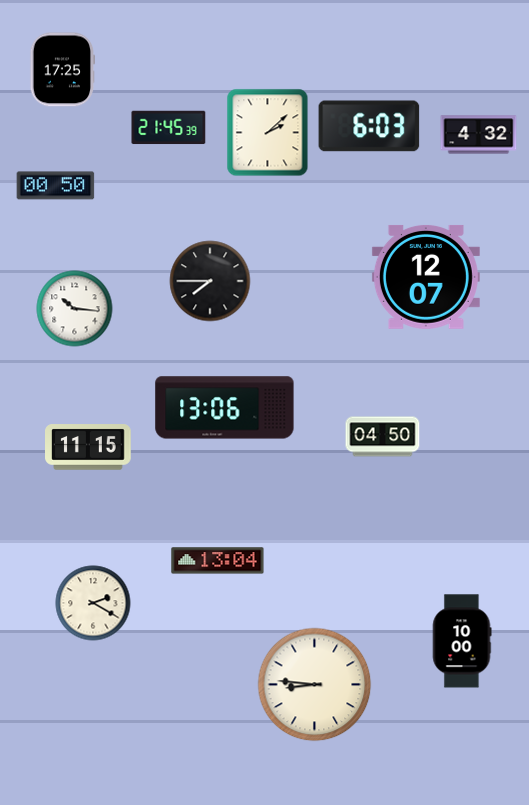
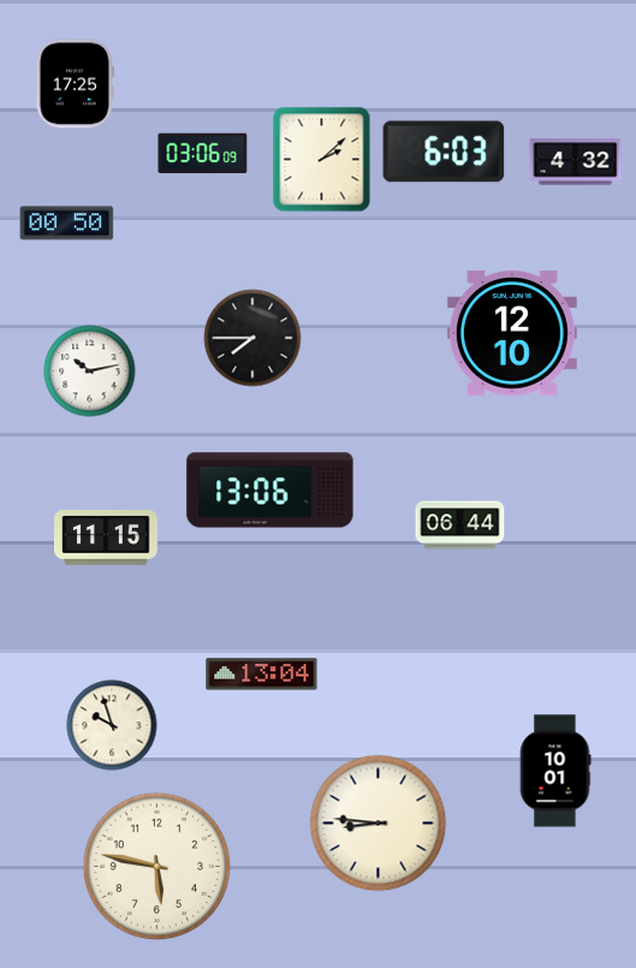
clock at (169, 128): 21:45 -> 03:06
clock at (426, 277): 12:07 -> 12:10
clock at (75, 309): 10:16 -> 10:13
clock at (383, 437): 04:50 -> 06:44
clock at (93, 603): 2:20 -> 9:57
clock at (462, 641): 10:00 -> 10:01
clock at (157, 867): none -> 5:47
